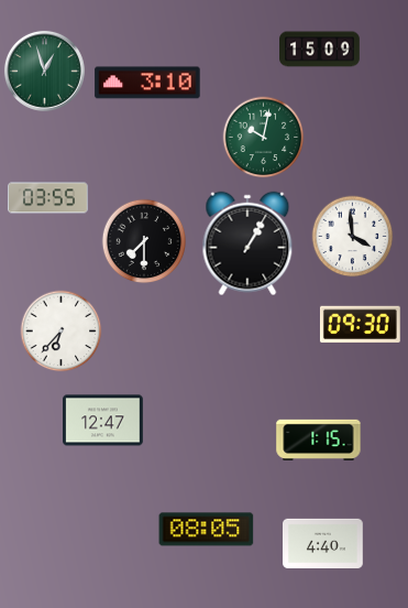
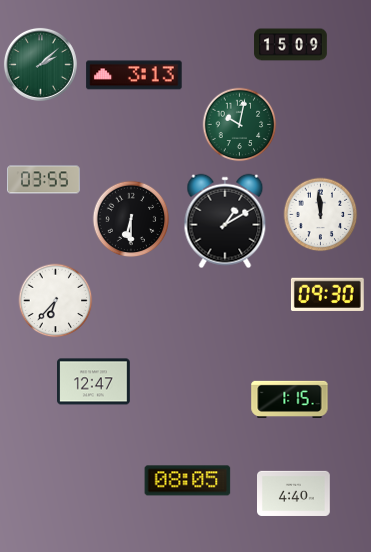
clock at (44, 70): 12:57 -> 2:08
clock at (147, 83): 3:10 -> 3:13
clock at (353, 237): 3:59 -> 11:59
clock at (144, 241): 7:30 -> 6:30
clock at (247, 243): 1:05 -> 1:10
